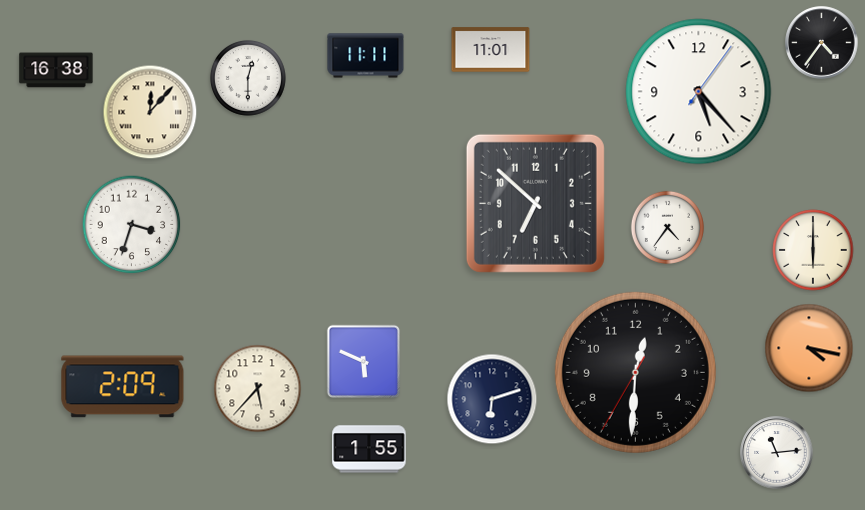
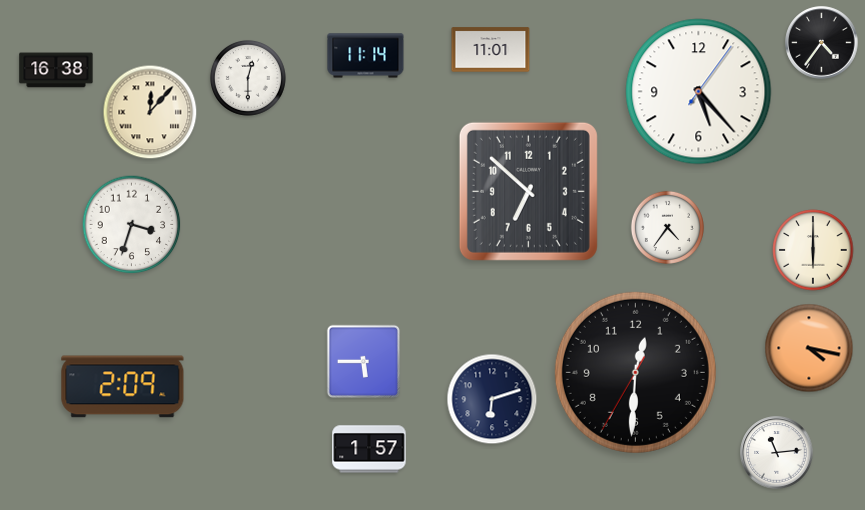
clock at (366, 56): 11:11 -> 11:14
clock at (535, 203) position: (535, 203) -> (528, 191)
clock at (364, 362): 5:49 -> 5:45
clock at (258, 389): 5:37 -> none
clock at (369, 449): 1:55 -> 1:57
